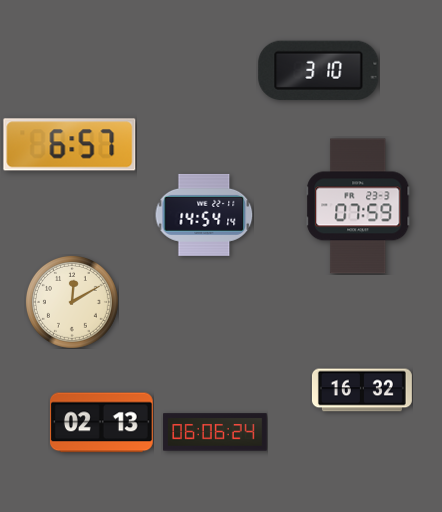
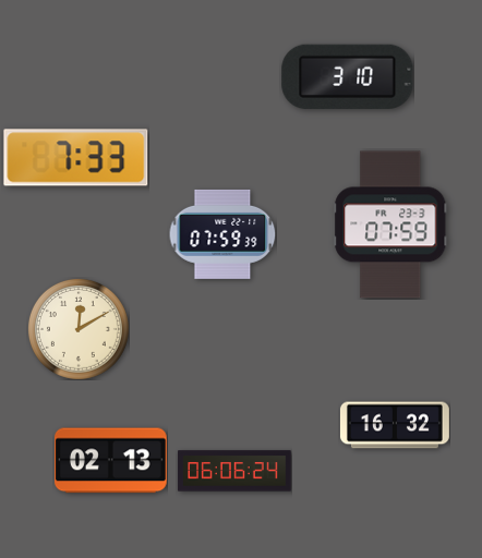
clock at (70, 145): 6:57 -> 7:33
clock at (204, 215): 14:54 -> 07:59
